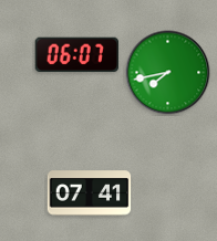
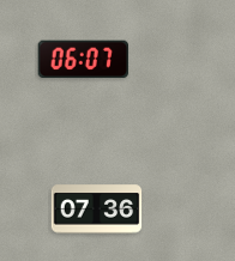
clock at (168, 73): 7:43 -> none
clock at (90, 193): 07:41 -> 07:36
